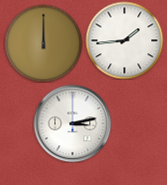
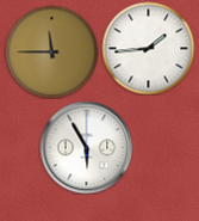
clock at (43, 43): 12:00 -> 11:45
clock at (72, 123): 3:13 -> 5:55
